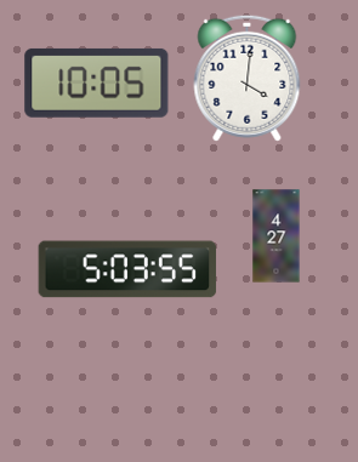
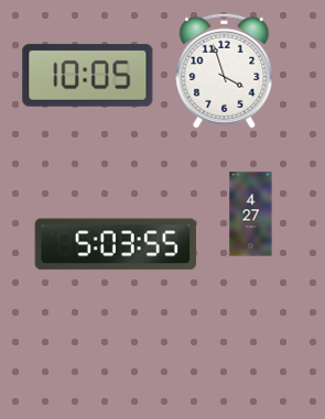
clock at (248, 78): 4:01 -> 3:57
